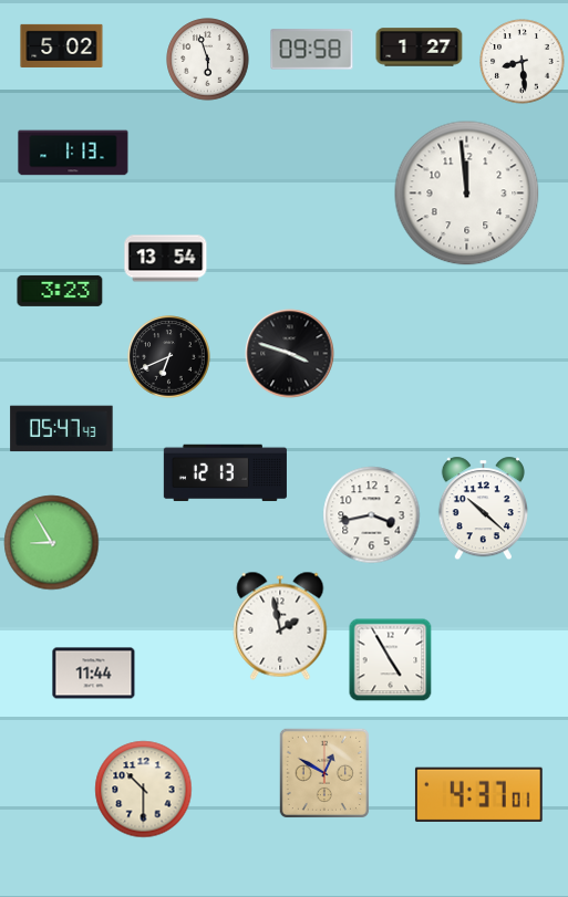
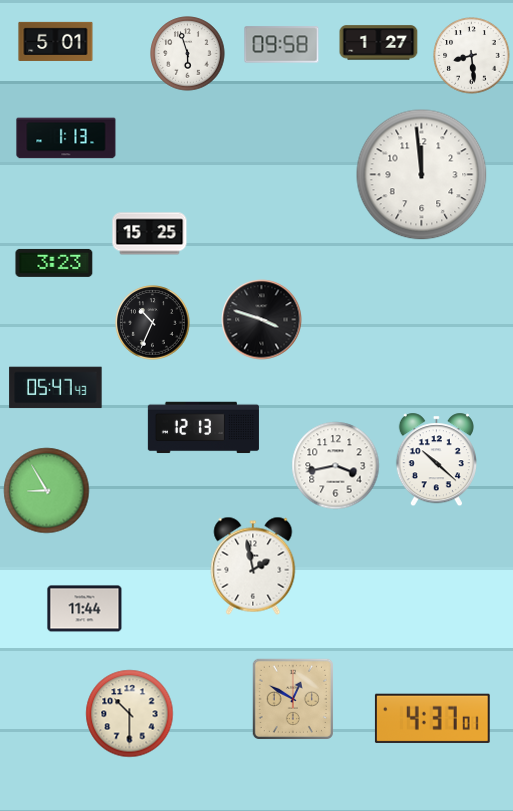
clock at (62, 45): 5:02 -> 5:01
clock at (166, 259): 13:54 -> 15:25
clock at (169, 357): 6:41 -> 10:34
clock at (391, 660): 4:55 -> none
